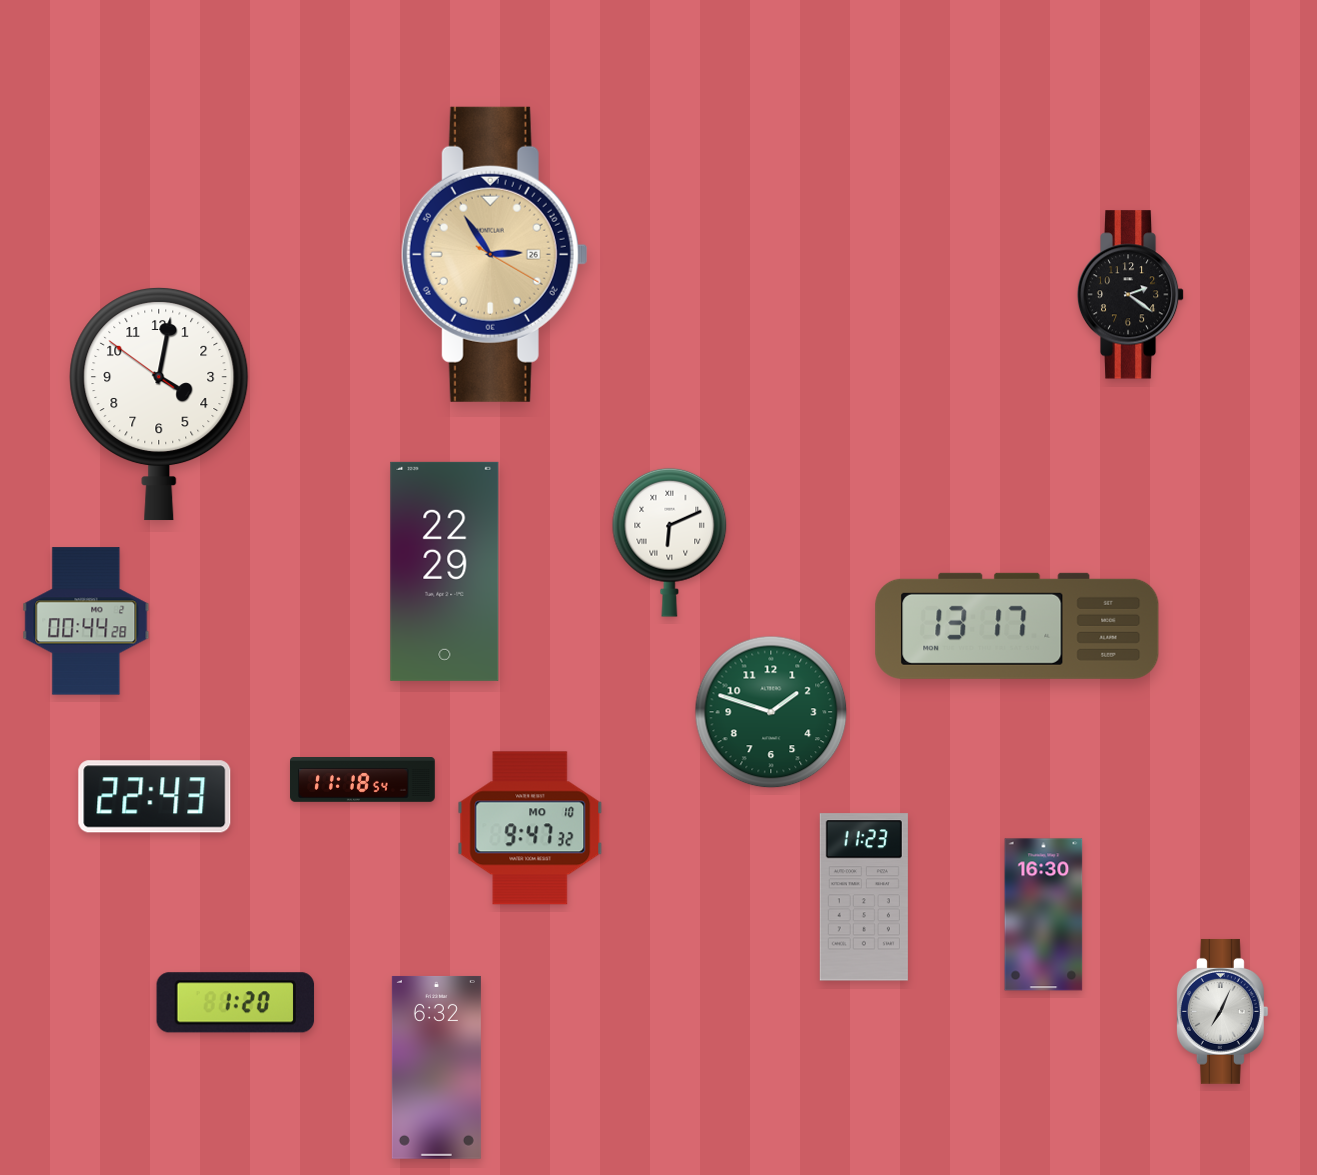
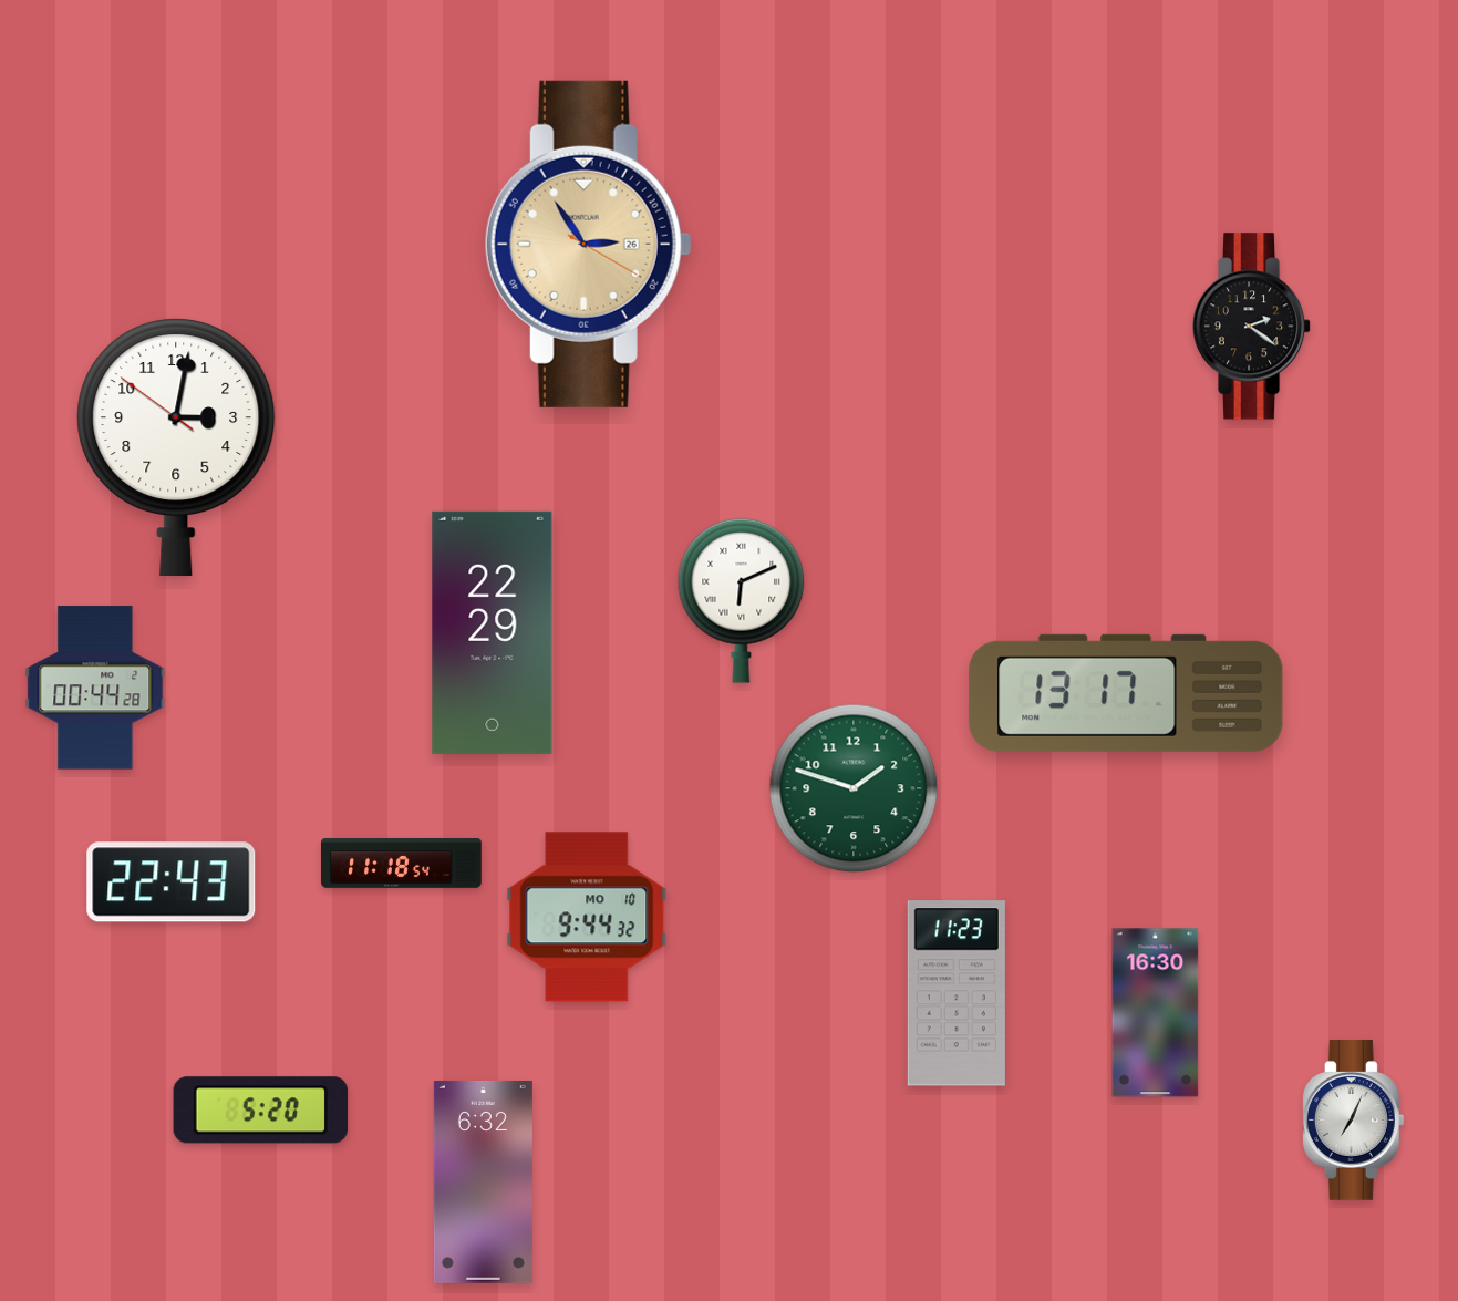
clock at (494, 254) position: (494, 254) -> (588, 244)
clock at (159, 405): 4:01 -> 3:01
clock at (530, 828): 9:47 -> 9:44
clock at (236, 1003): 1:20 -> 5:20
